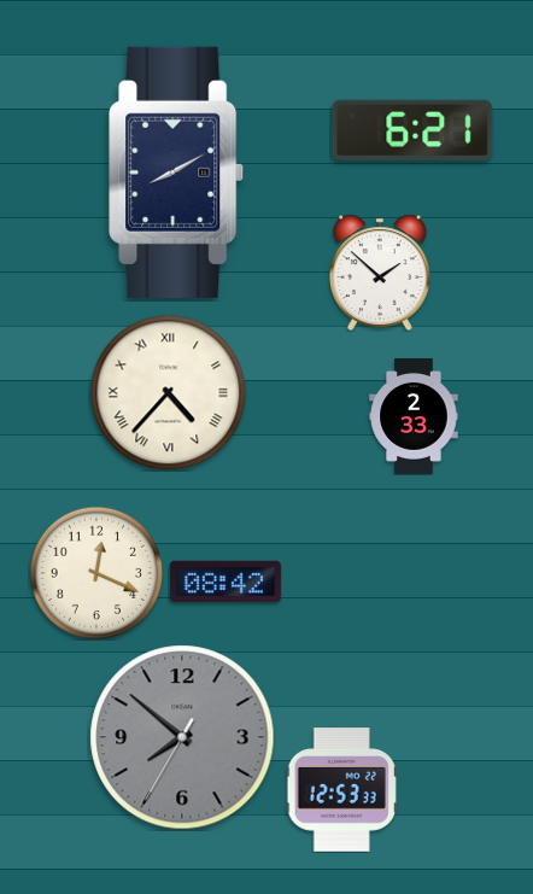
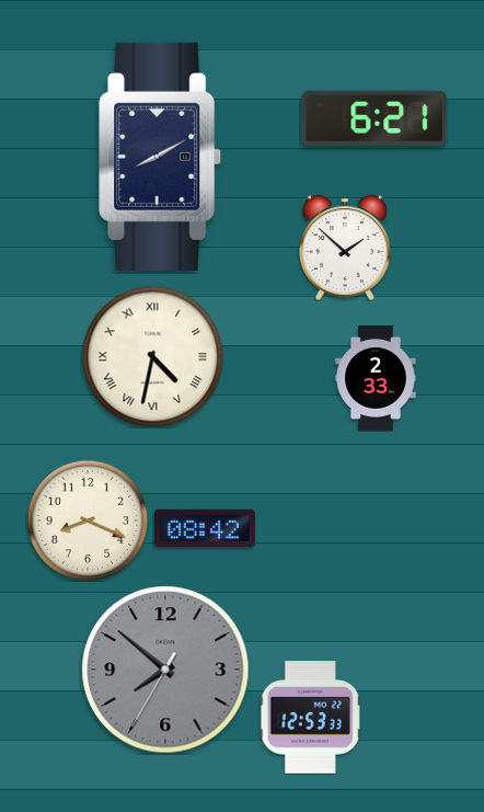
clock at (168, 392): 4:37 -> 4:32
clock at (95, 572): 12:19 -> 8:19
